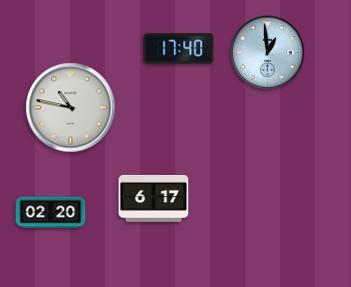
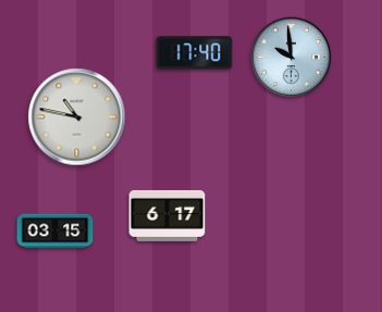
clock at (268, 53): 12:59 -> 9:59
clock at (51, 213): 02:20 -> 03:15
